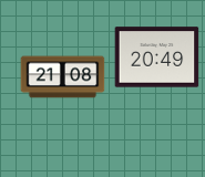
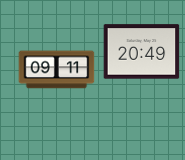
clock at (63, 77): 21:08 -> 09:11
